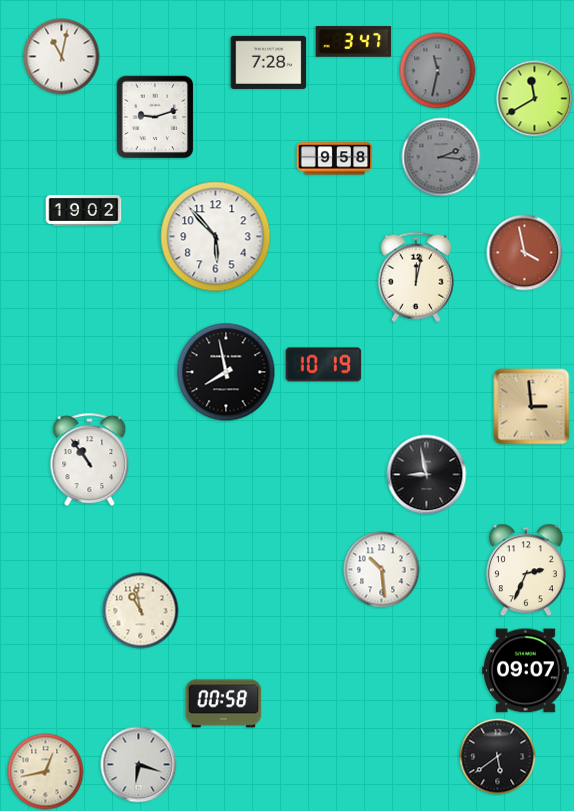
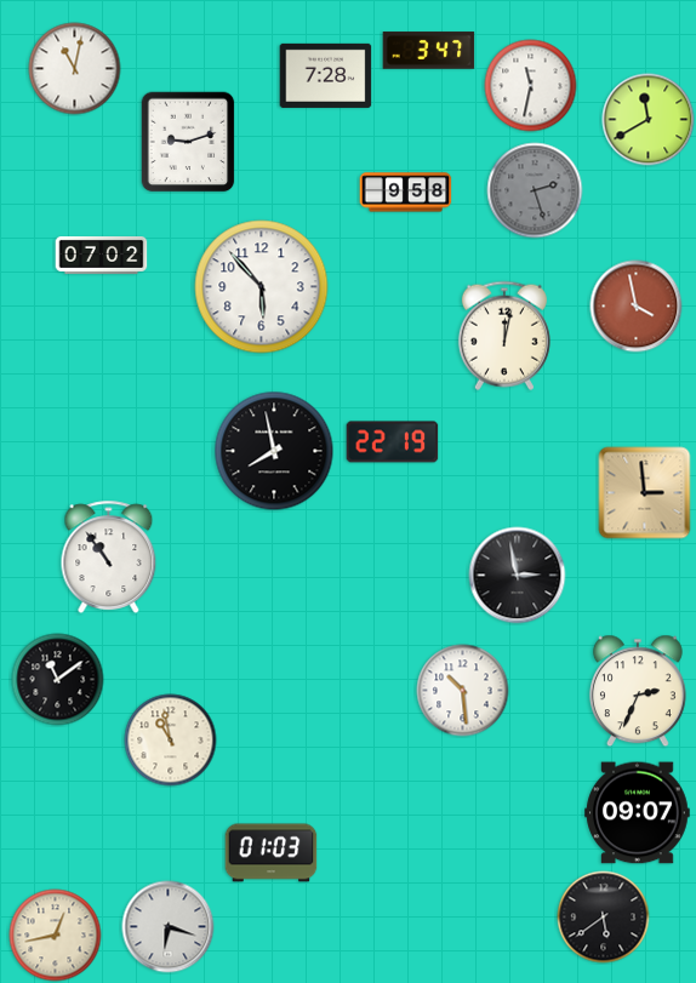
clock at (438, 71) dial: grey -> white
clock at (441, 157): 2:16 -> 2:27
clock at (84, 210): 19:02 -> 07:02
clock at (324, 365): 10:19 -> 22:19
clock at (427, 475): 8:58 -> 2:58
clock at (58, 680): none -> 11:09
clock at (224, 704): 00:58 -> 01:03
